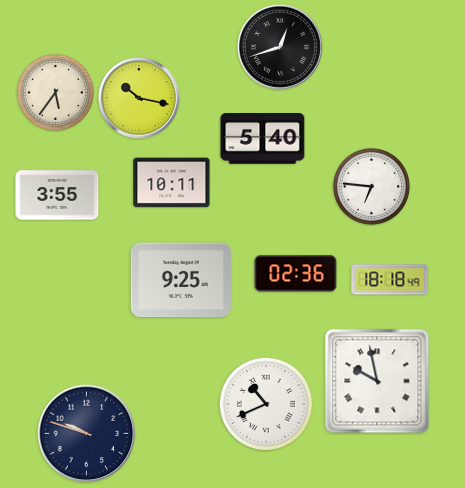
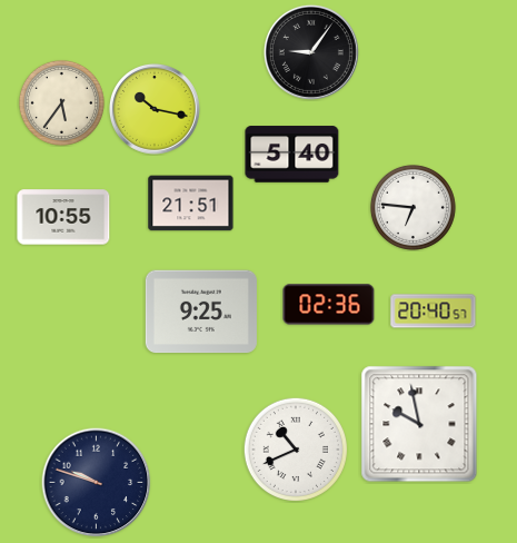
clock at (280, 47): 12:42 -> 9:06
clock at (172, 183): 10:11 -> 21:51
clock at (57, 195): 3:55 -> 10:55
clock at (390, 280): 18:18 -> 20:40
